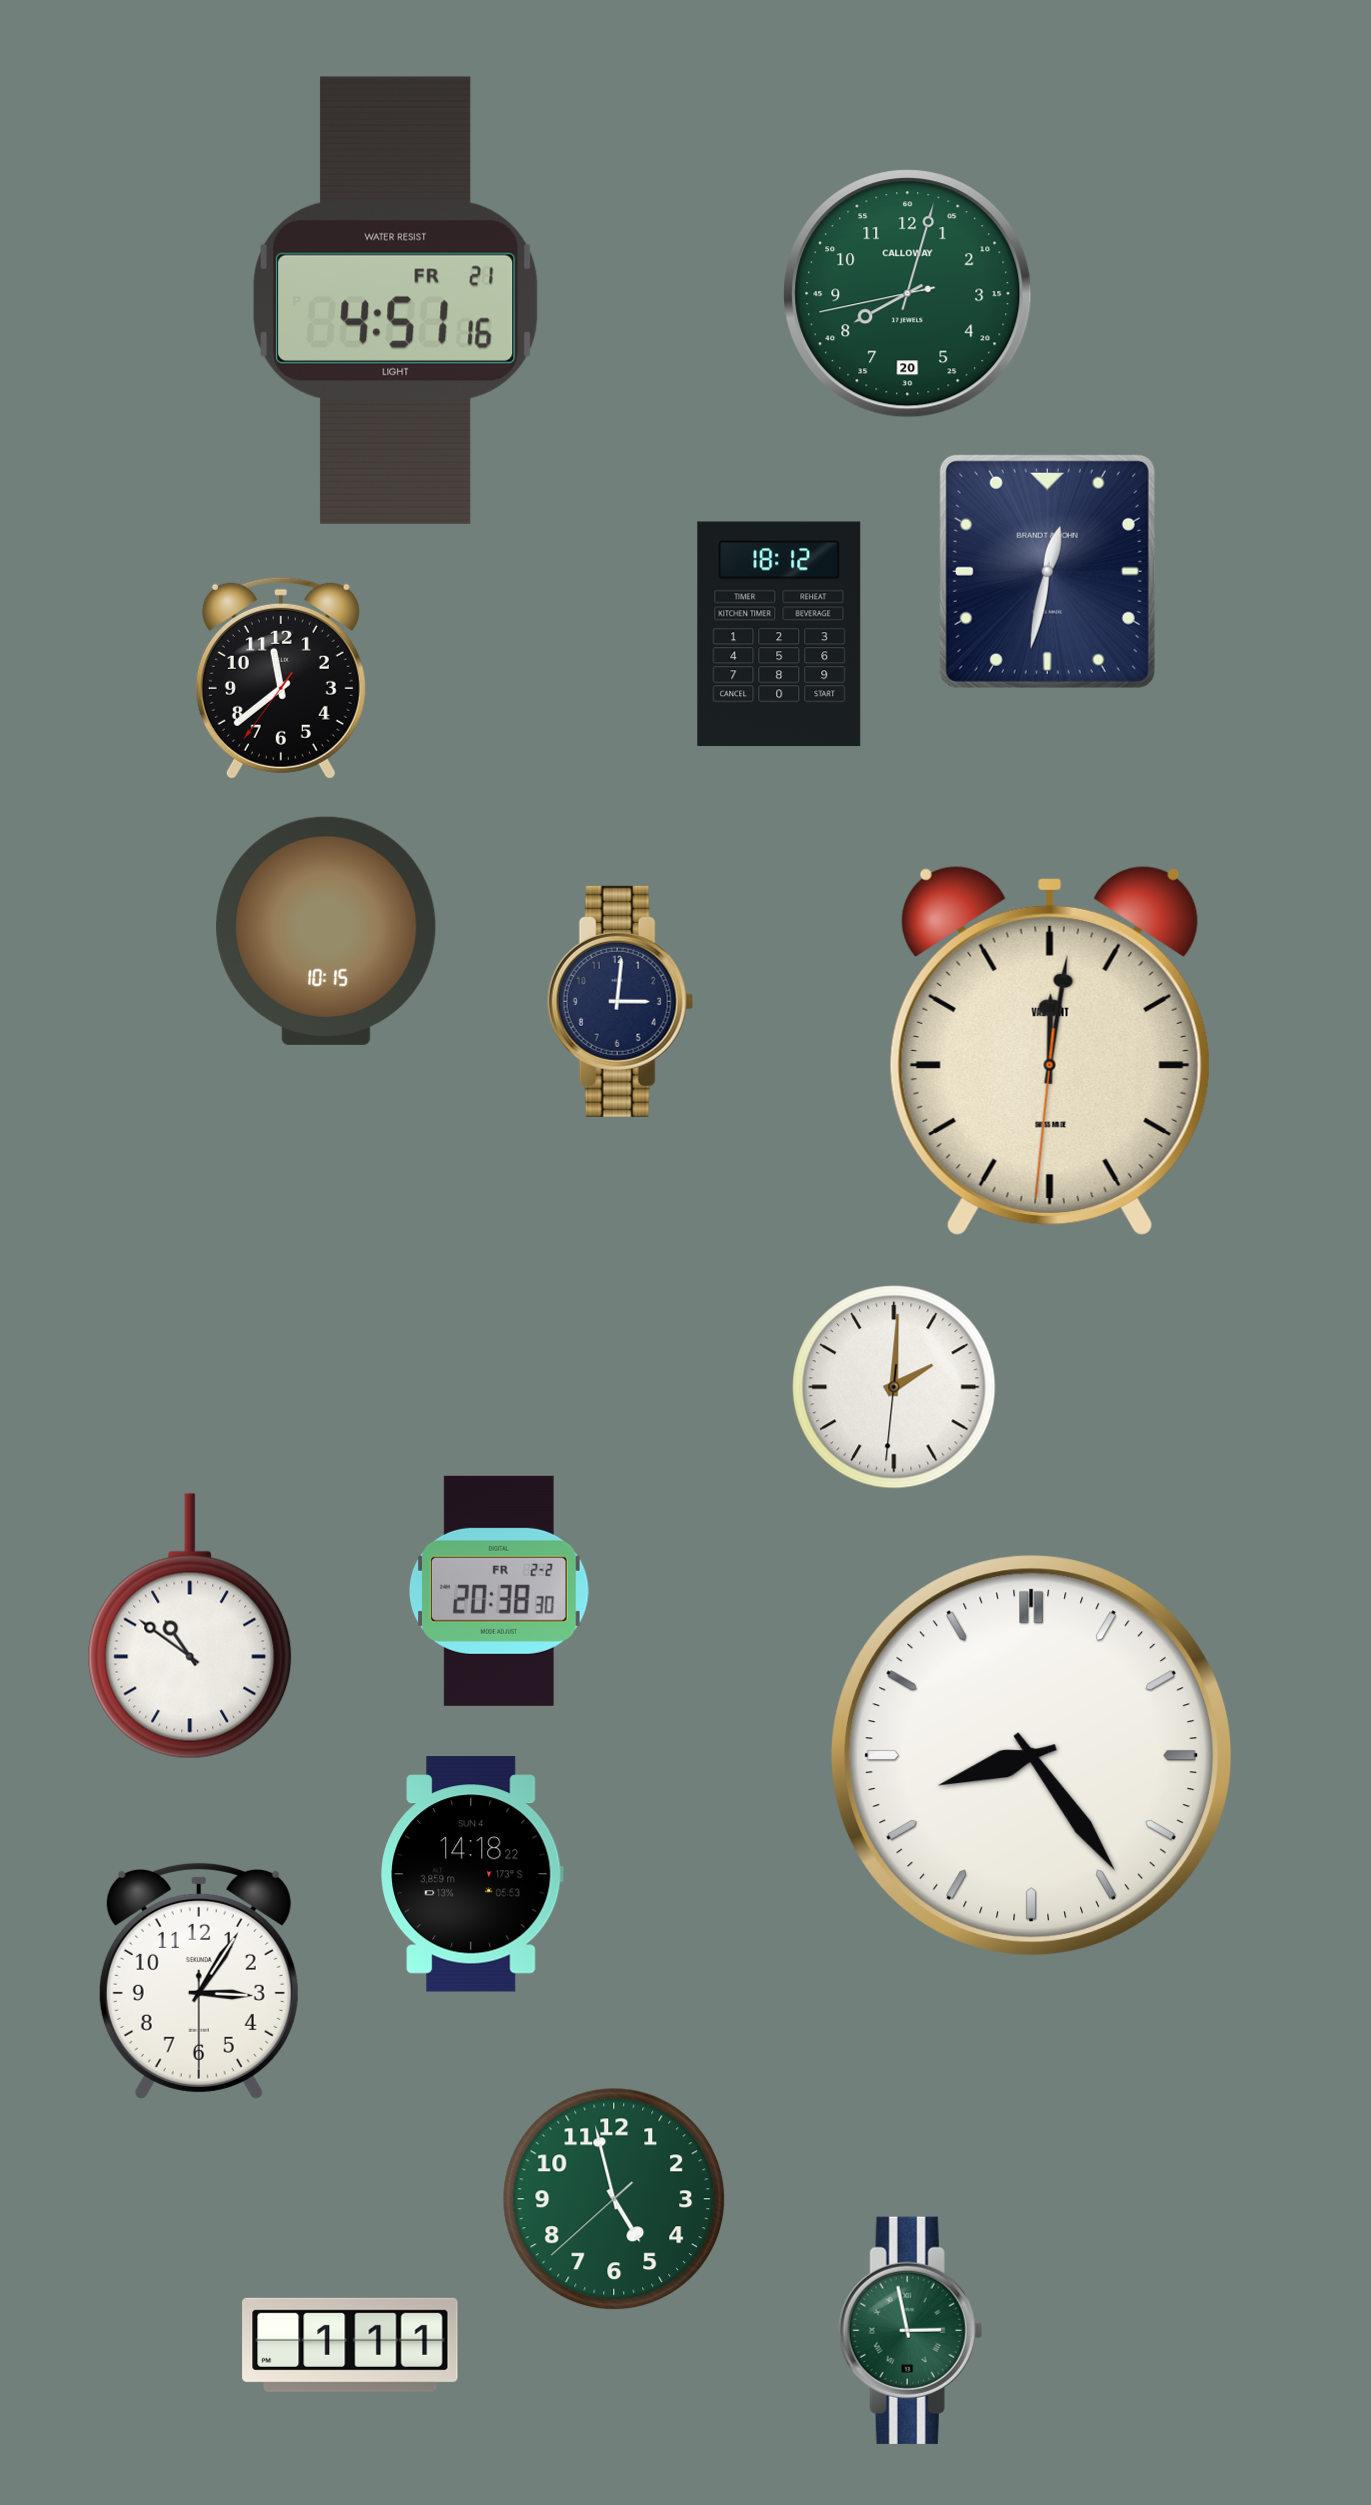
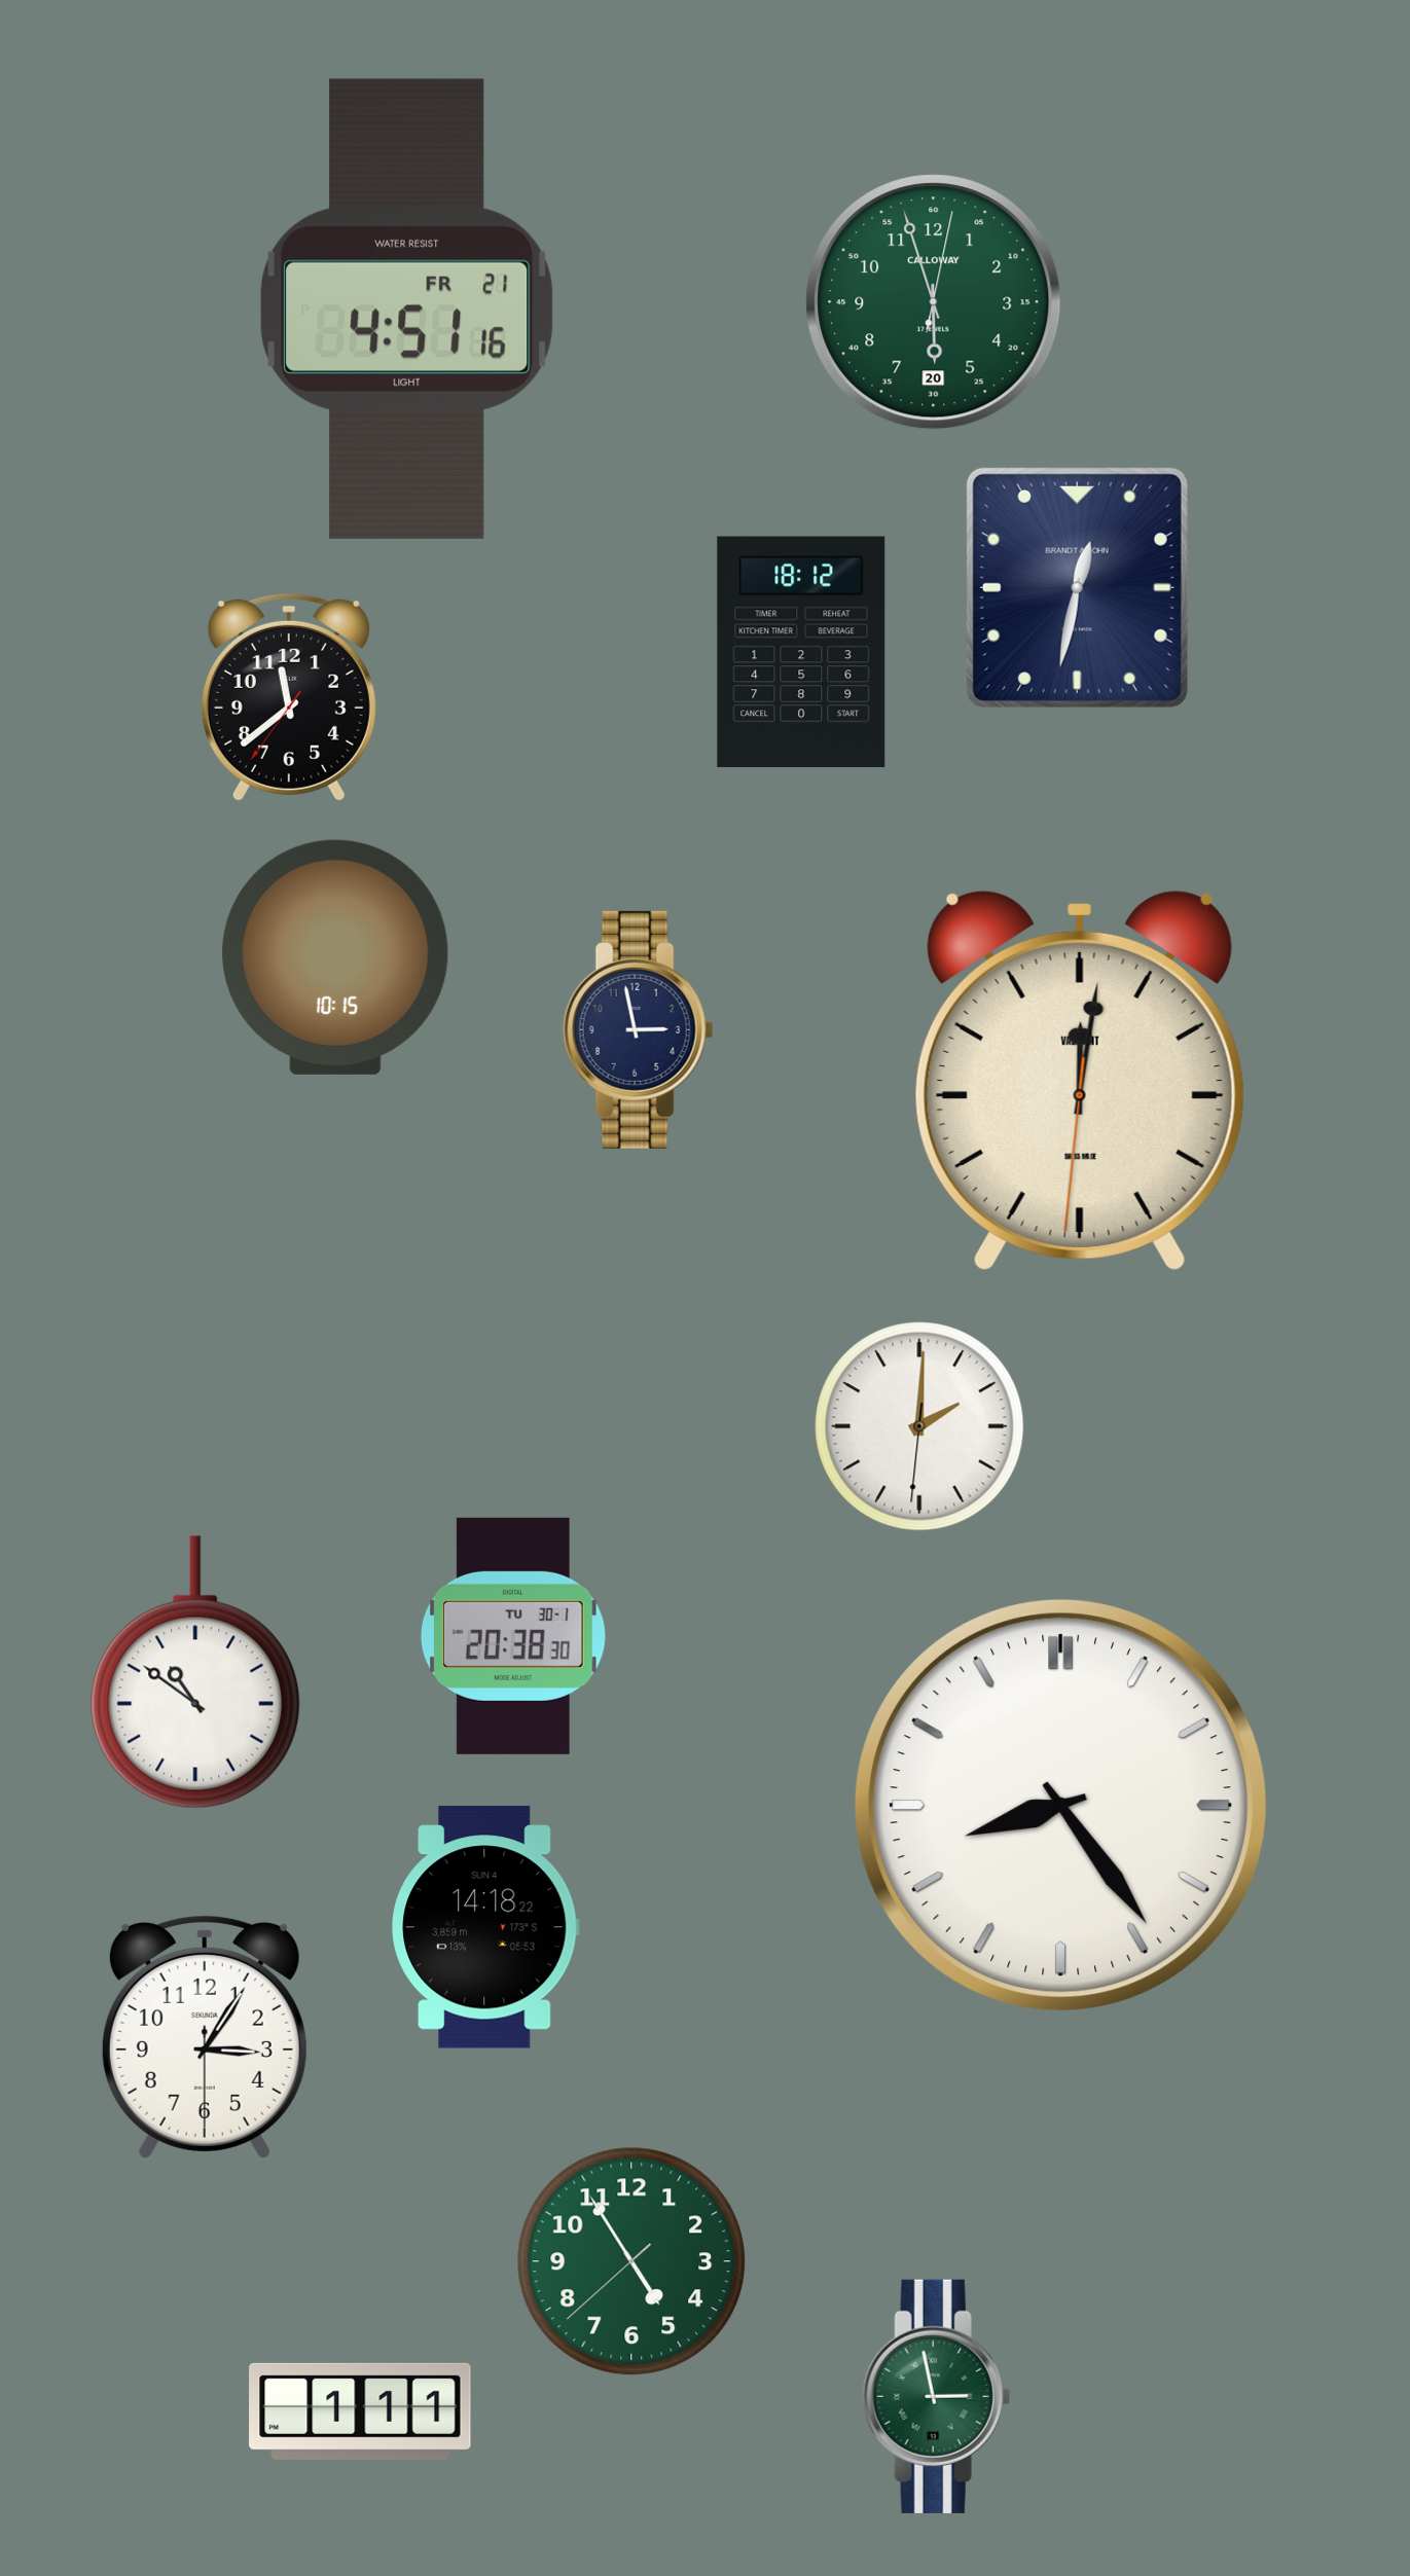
clock at (908, 294): 8:02 -> 5:57
clock at (621, 1001): 3:01 -> 2:58
clock at (499, 1591) date: FR 2-2 -> TU 30-1
clock at (614, 2199): 4:57 -> 4:54
